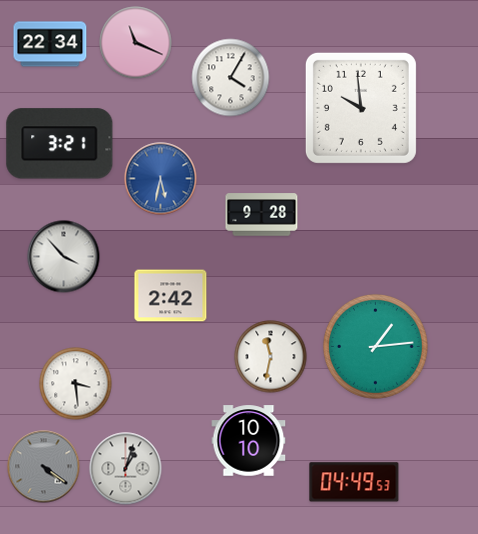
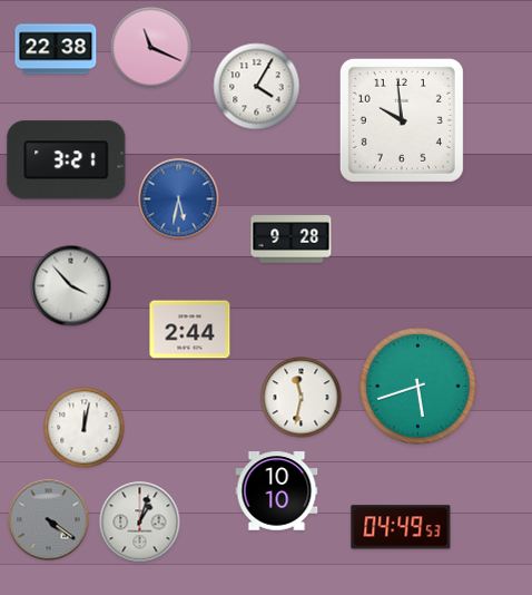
clock at (50, 44): 22:34 -> 22:38
clock at (171, 296): 2:42 -> 2:44
clock at (375, 346): 1:14 -> 5:42
clock at (76, 384): 3:29 -> 12:02
clock at (354, 482) position: (354, 482) -> (401, 527)
